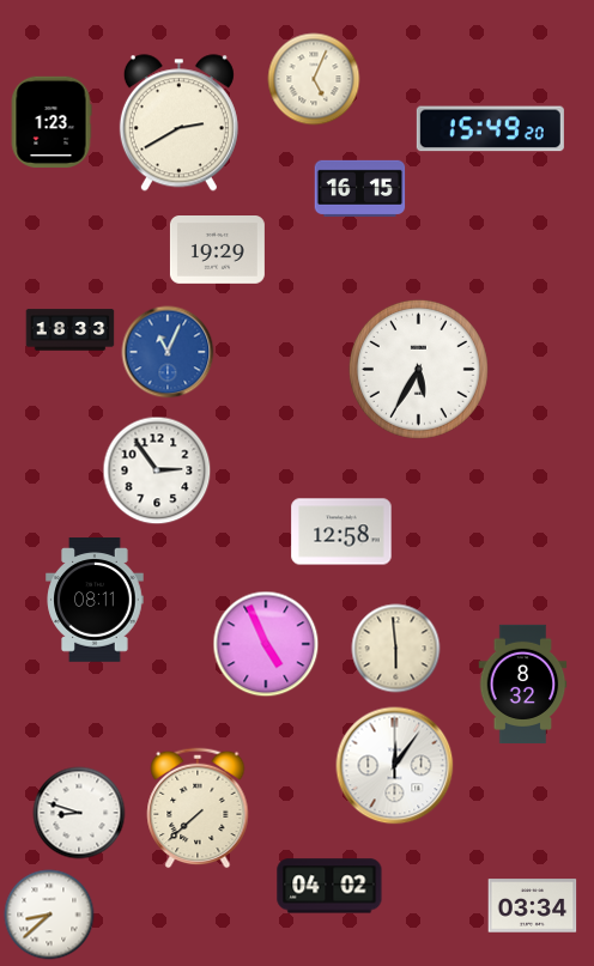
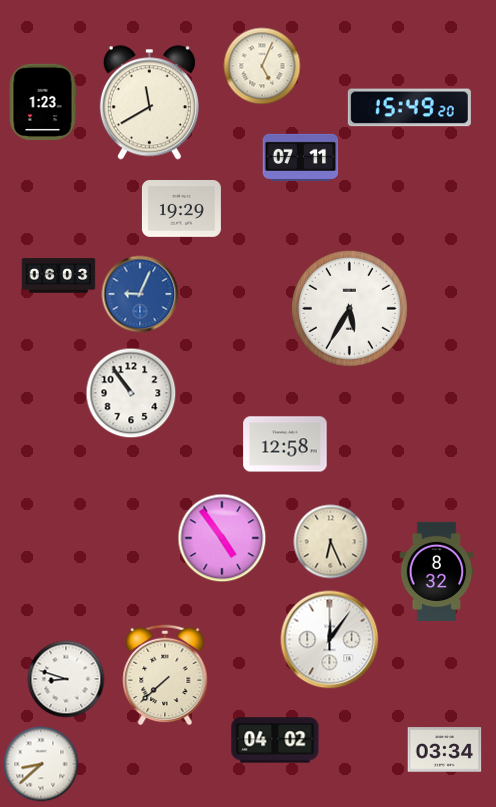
clock at (178, 123): 2:40 -> 11:40
clock at (360, 188): 16:15 -> 07:11
clock at (71, 330): 18:33 -> 06:03
clock at (168, 352): 11:04 -> 9:04
clock at (157, 470): 2:54 -> 10:54
clock at (95, 600): 08:11 -> none
clock at (266, 644): 4:56 -> 4:54
clock at (396, 649): 5:59 -> 6:26
clock at (533, 906) position: (533, 906) -> (445, 750)
